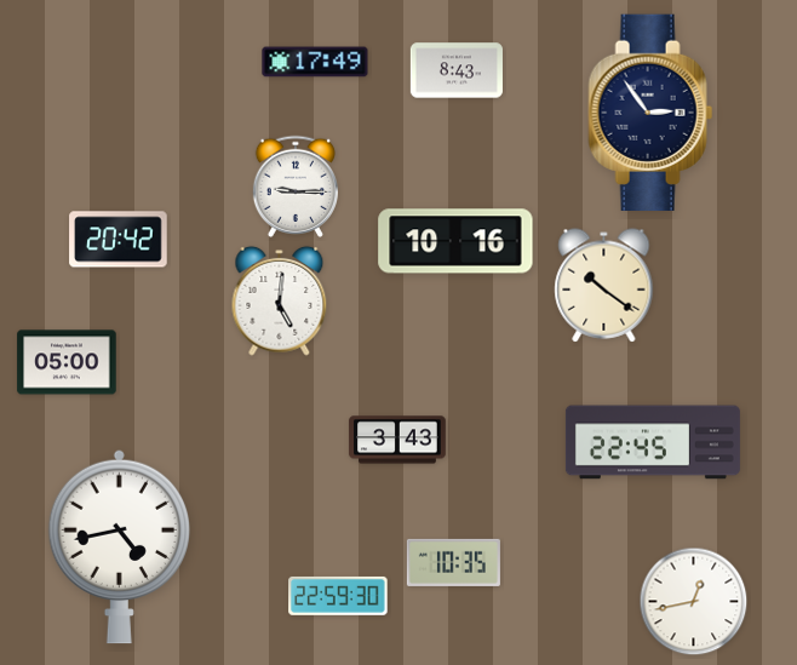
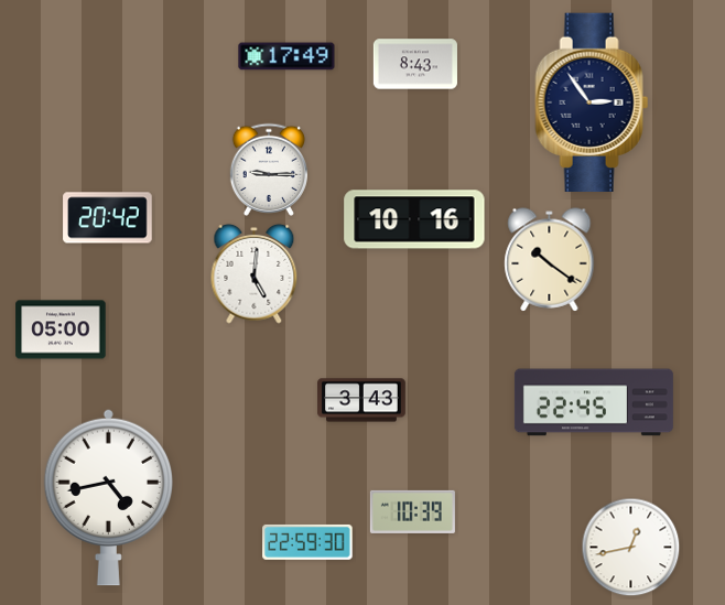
clock at (453, 562): 10:35 -> 10:39
